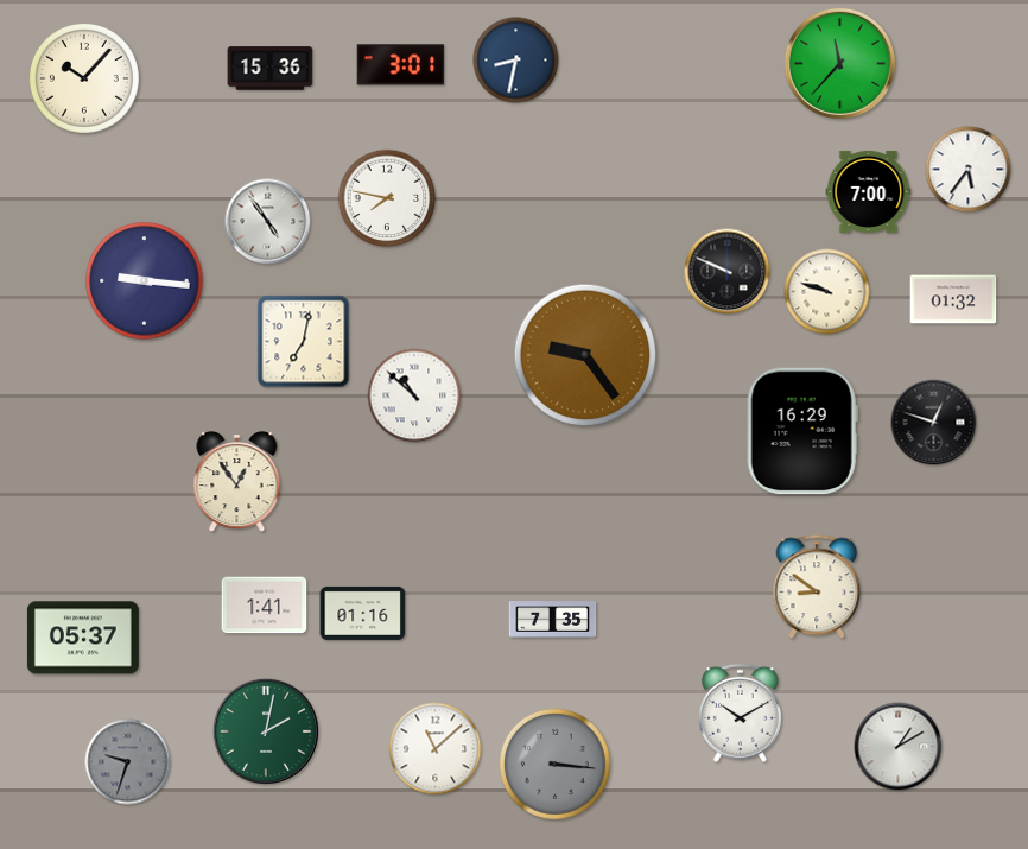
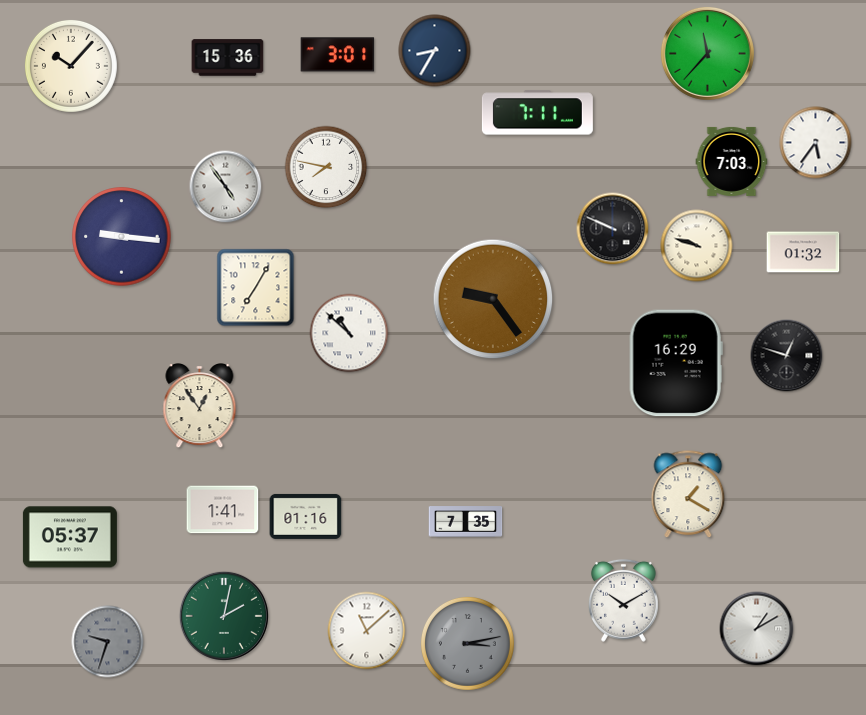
clock at (516, 61): 8:32 -> 8:35
clock at (537, 113): none -> 7:11
clock at (869, 191): 7:00 -> 7:03
clock at (304, 342): 7:02 -> 7:05
clock at (817, 588): 8:51 -> 1:20
clock at (554, 764): 3:16 -> 3:13
